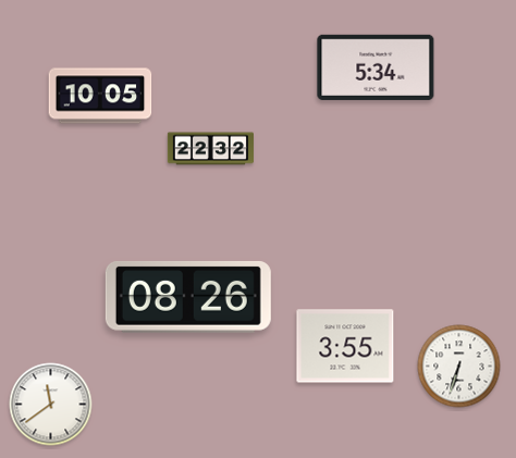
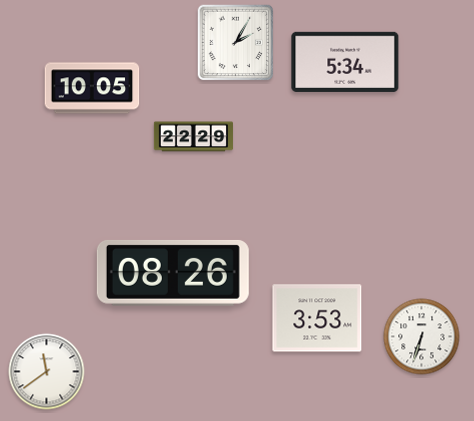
clock at (236, 43): none -> 2:05
clock at (210, 149): 22:32 -> 22:29
clock at (345, 346): 3:55 -> 3:53
